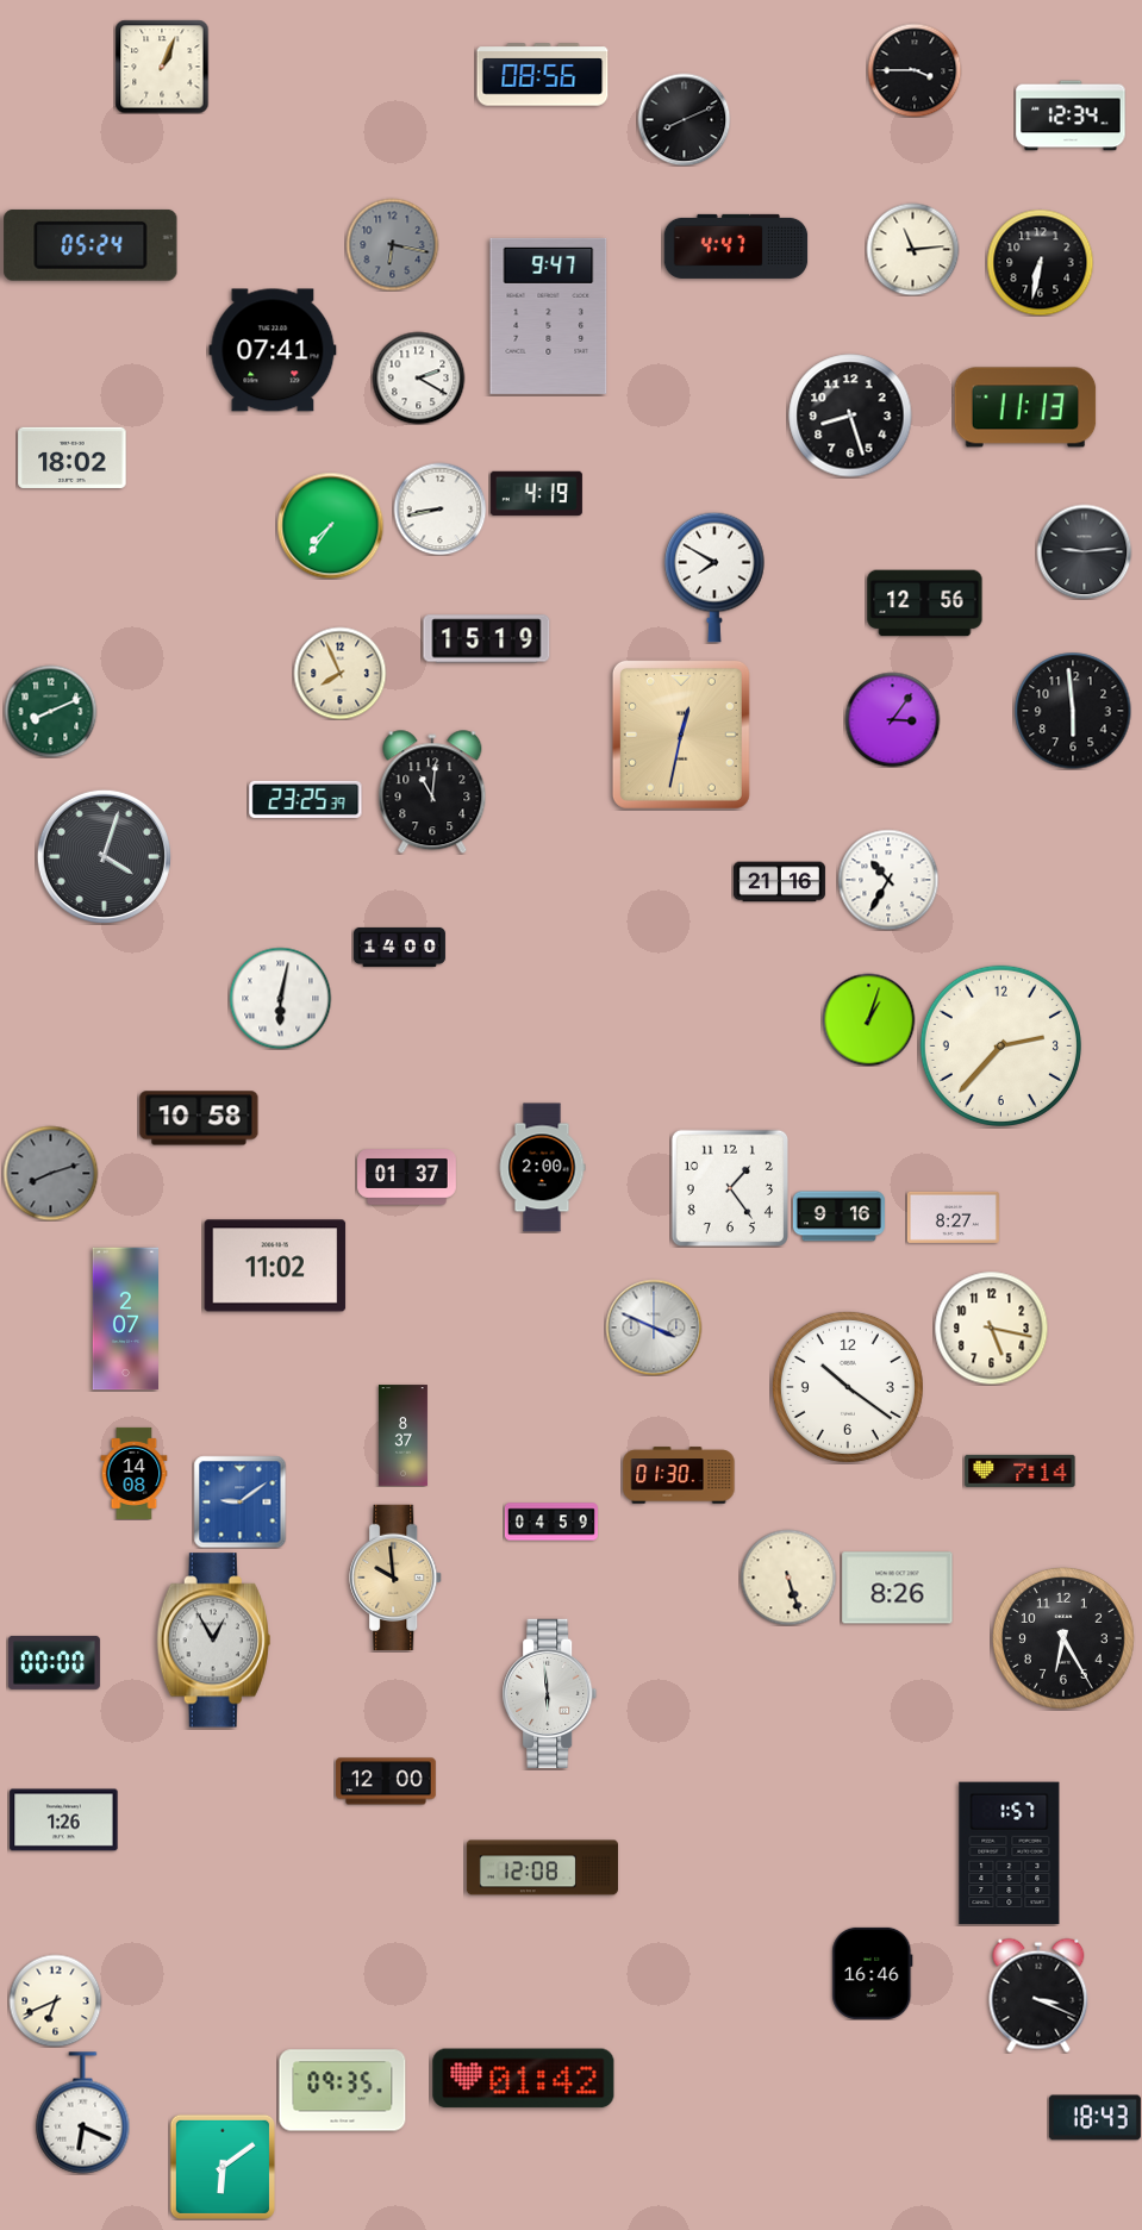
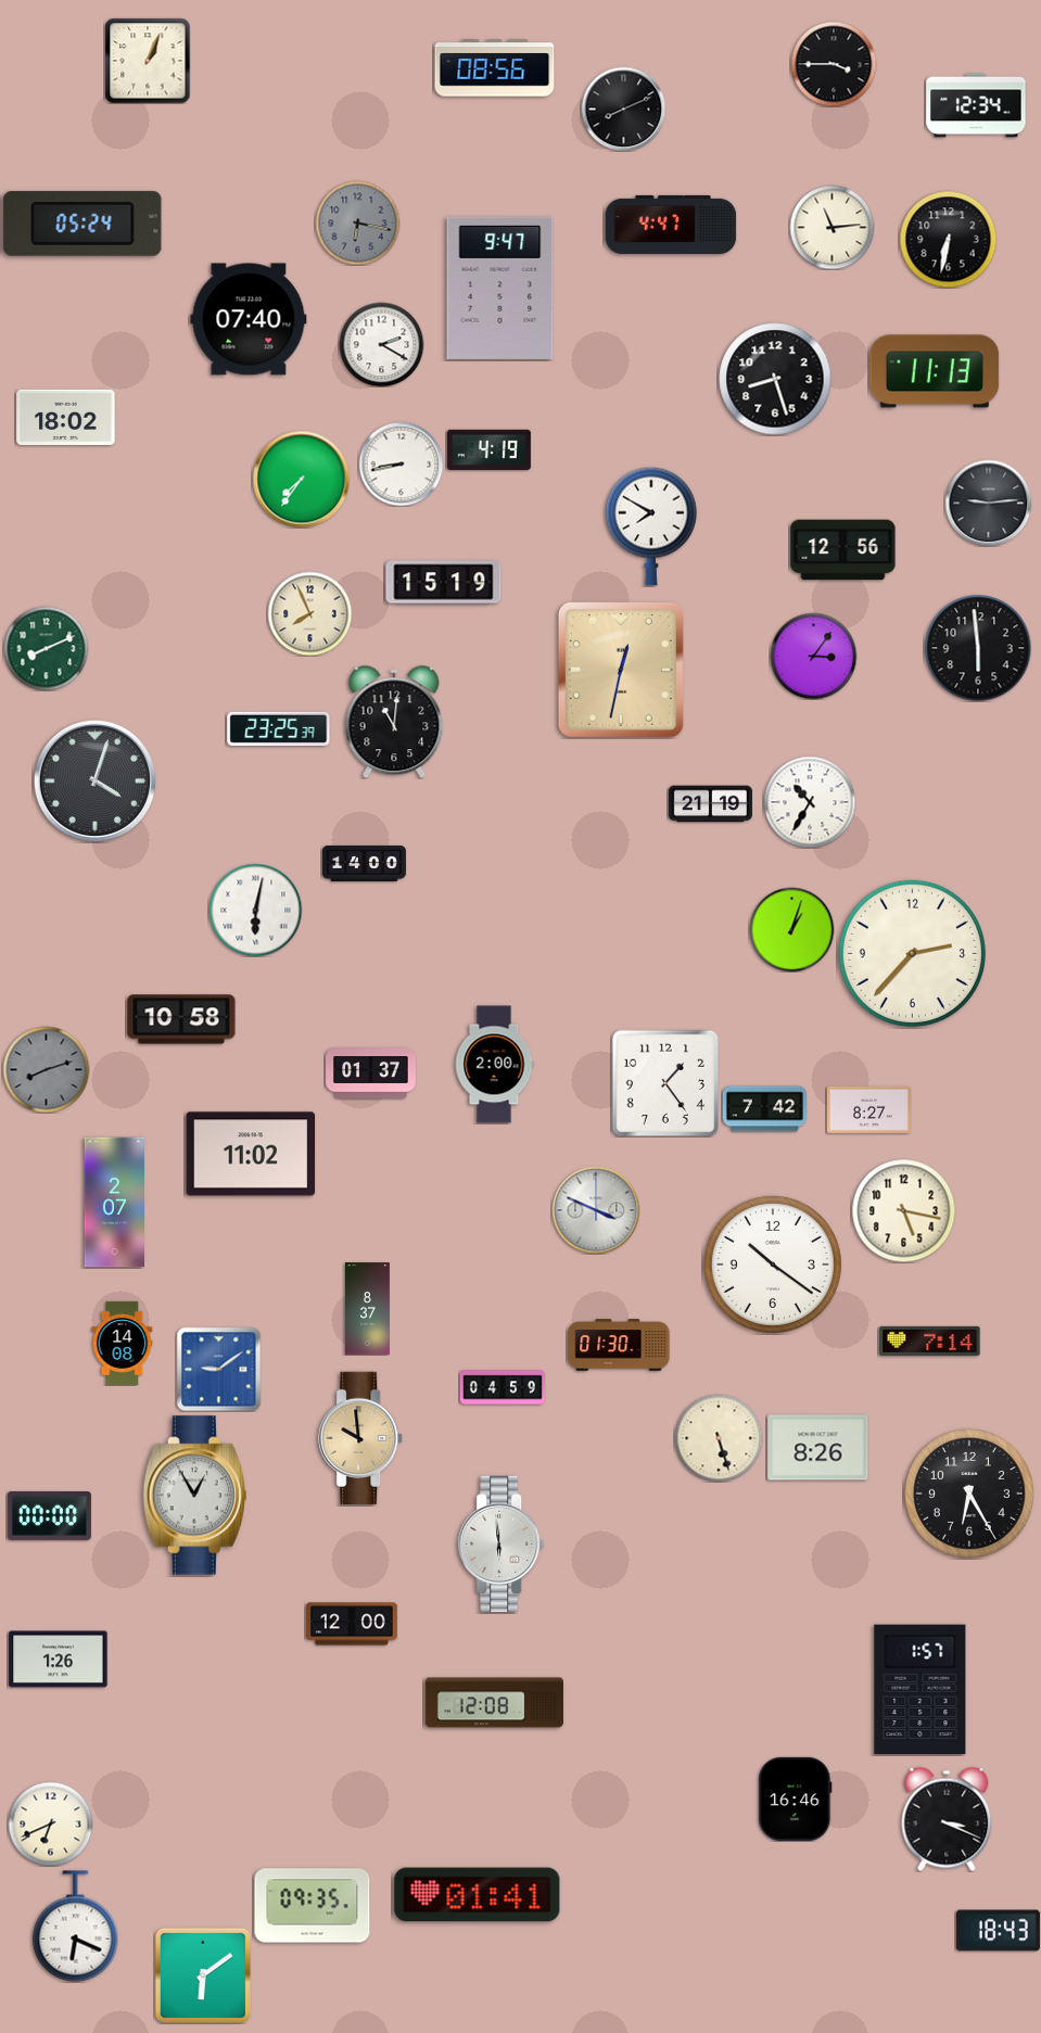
clock at (273, 350): 07:41 -> 07:40
clock at (779, 882): 21:16 -> 21:19
clock at (838, 1217): 9:16 -> 7:42
clock at (524, 2079): 01:42 -> 01:41
